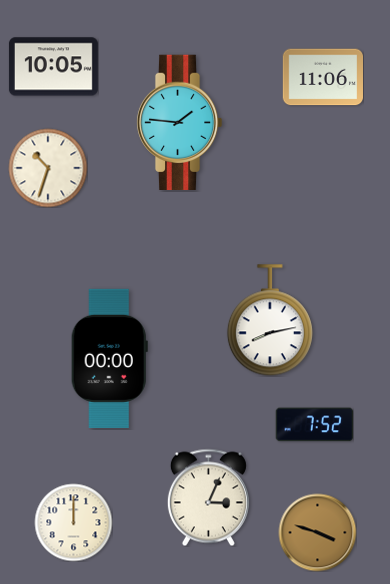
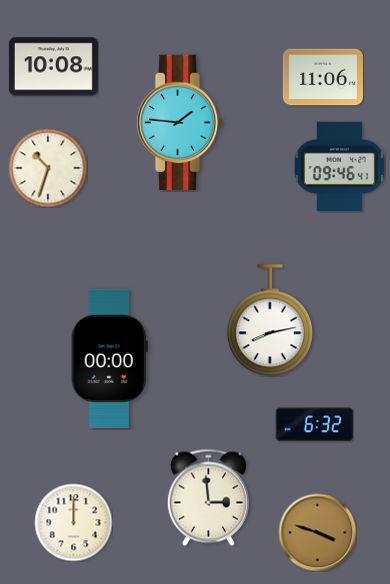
clock at (53, 67): 10:05 -> 10:08
clock at (339, 167): none -> 09:46
clock at (314, 425): 7:52 -> 6:32
clock at (208, 497): 3:04 -> 2:59
